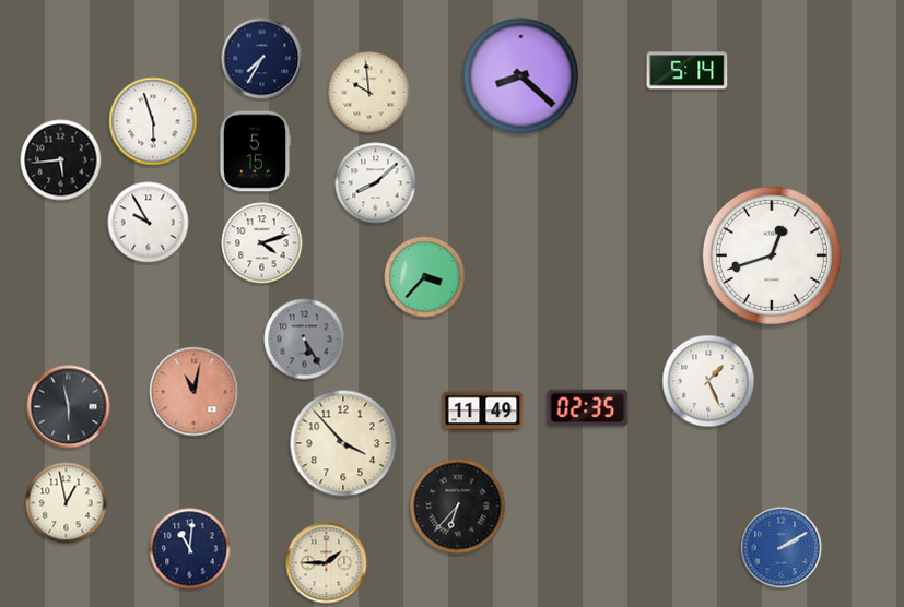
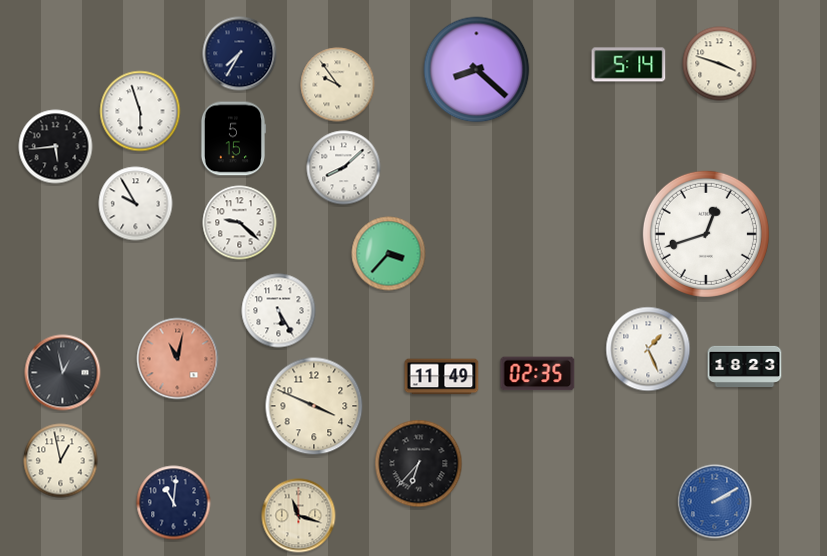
clock at (720, 64): none -> 3:48
clock at (369, 93): 9:59 -> 9:54
clock at (262, 243): 4:12 -> 9:22
clock at (305, 340) dial: grey -> white
clock at (745, 366): none -> 18:23
clock at (69, 407): 5:58 -> 12:58
clock at (343, 443): 3:53 -> 3:49
clock at (327, 563): 1:45 -> 11:18
